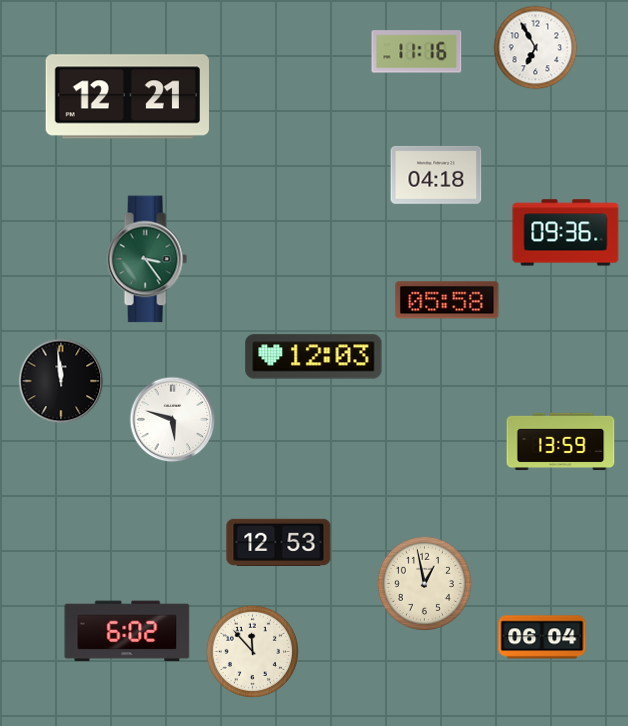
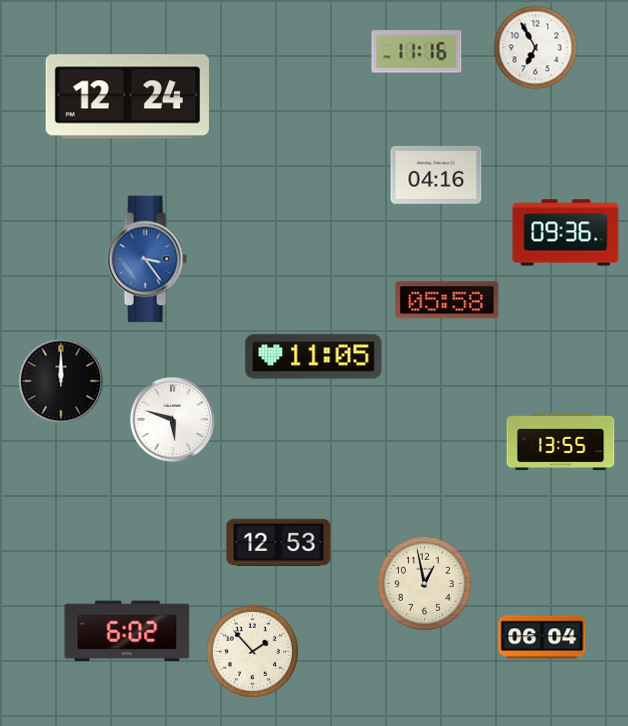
clock at (127, 97): 12:21 -> 12:24
clock at (436, 175): 04:18 -> 04:16
clock at (147, 259) dial: green -> blue
clock at (314, 357): 12:03 -> 11:05
clock at (61, 381): 11:59 -> 12:00
clock at (561, 442): 13:59 -> 13:55
clock at (252, 651): 11:53 -> 1:53
